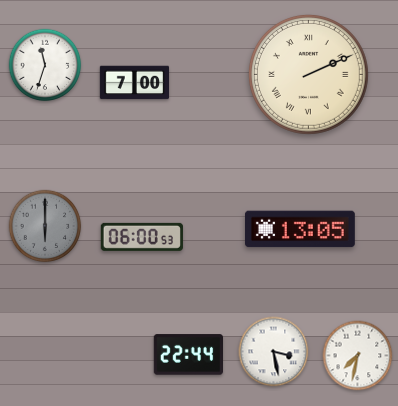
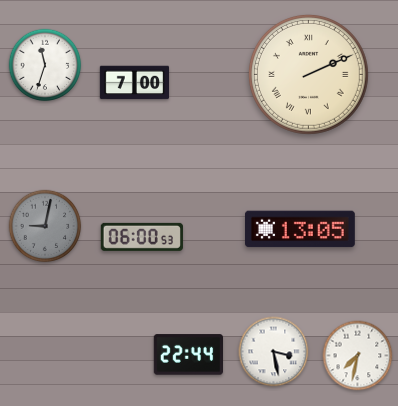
clock at (45, 226): 6:00 -> 9:02
